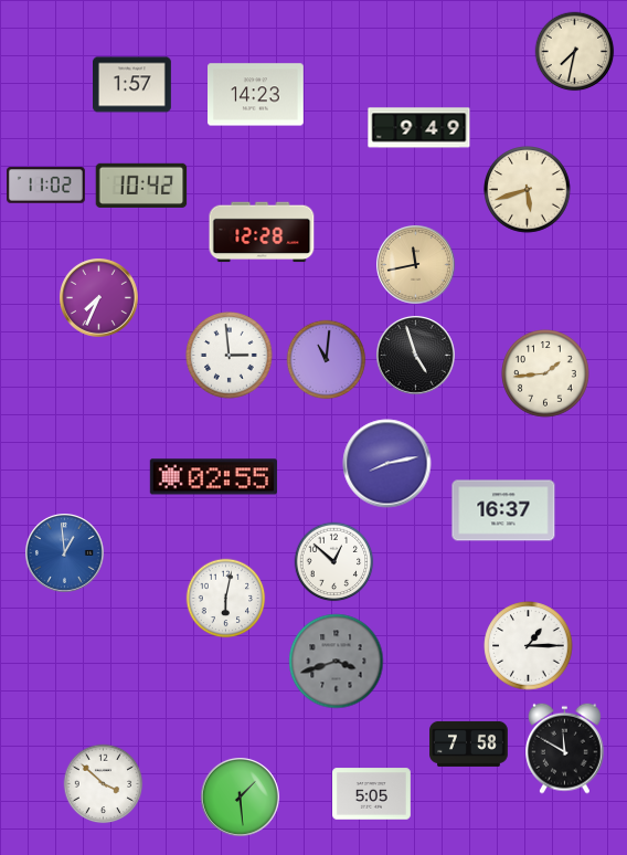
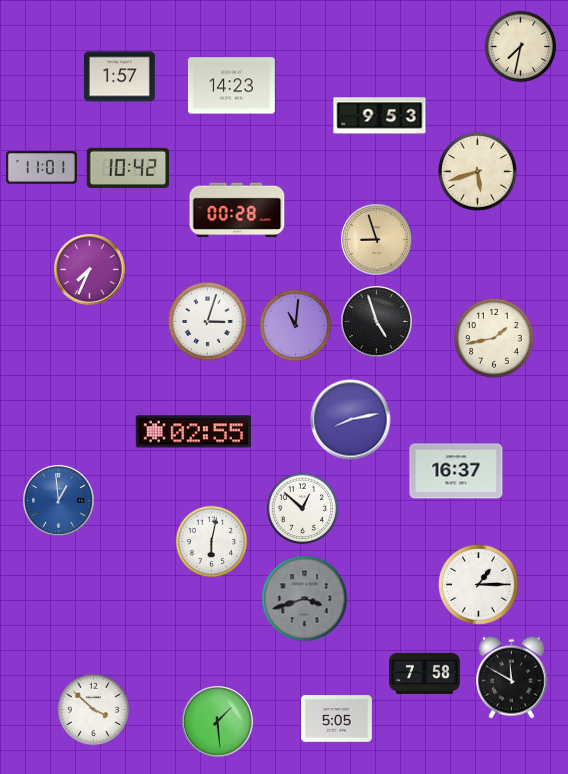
clock at (419, 128): 9:49 -> 9:53
clock at (46, 186): 11:02 -> 11:01
clock at (262, 232): 12:28 -> 00:28
clock at (416, 265): 11:43 -> 8:57
clock at (230, 356): 2:59 -> 3:03
clock at (545, 373): 1:44 -> 1:43
clock at (503, 510) position: (503, 510) -> (456, 471)
clock at (226, 599) position: (226, 599) -> (212, 542)
